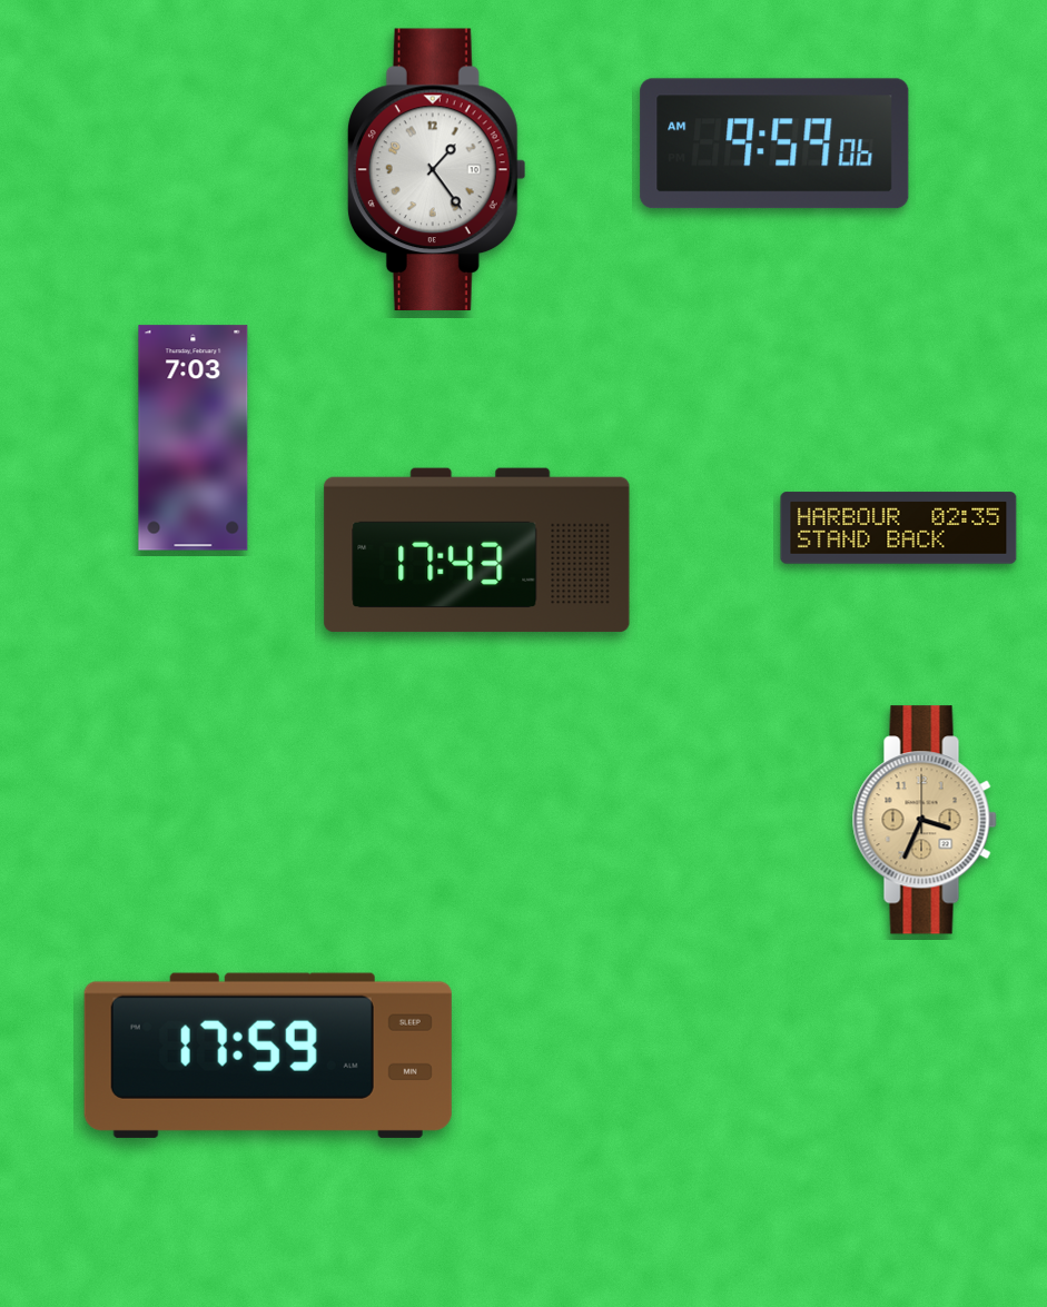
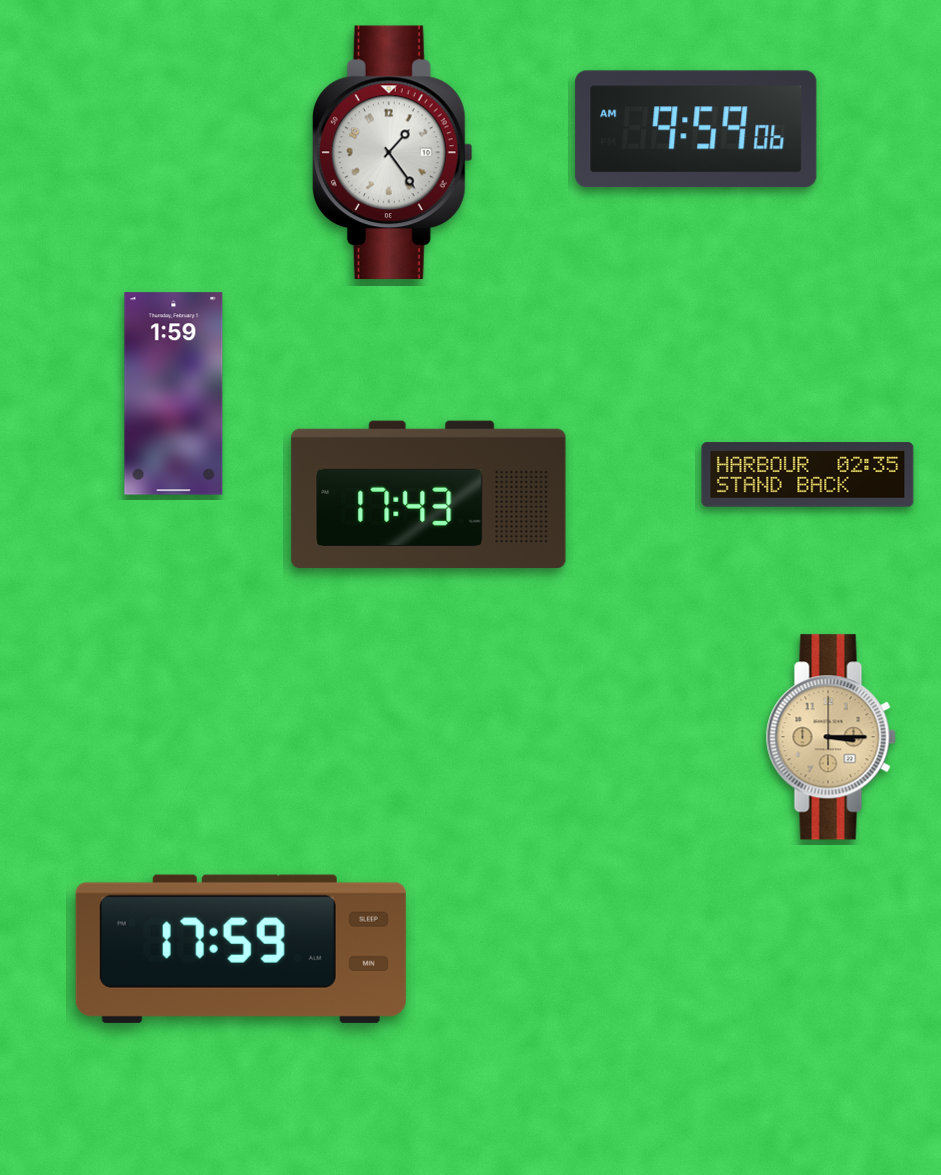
clock at (194, 438): 7:03 -> 1:59
clock at (925, 820): 3:34 -> 3:15
